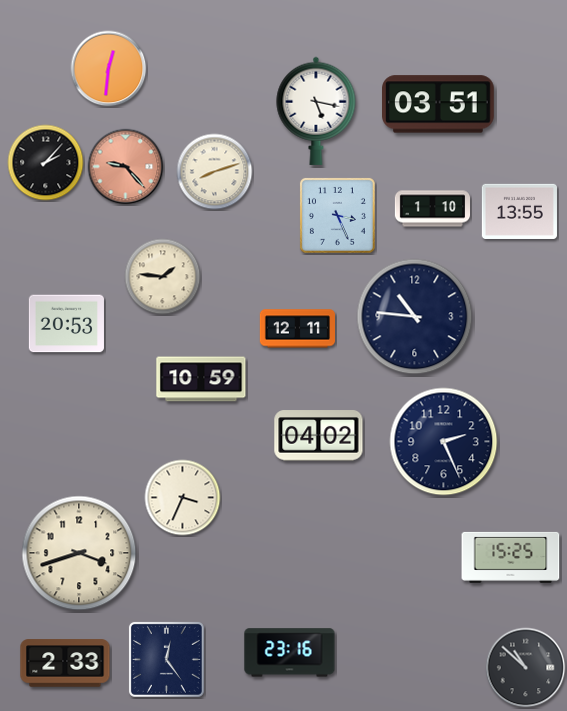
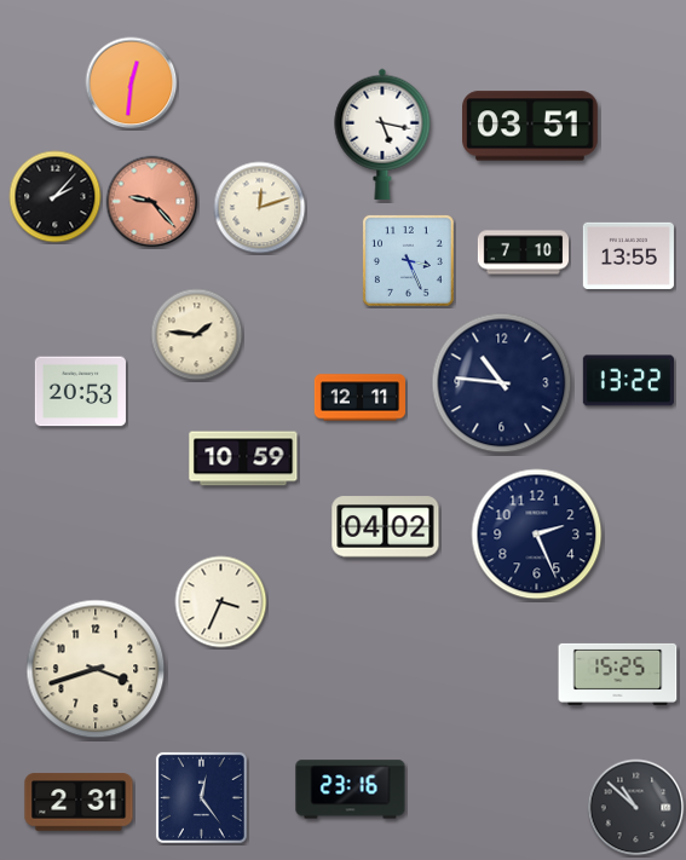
clock at (215, 172): 8:12 -> 12:12
clock at (432, 209): 1:10 -> 7:10
clock at (628, 381): none -> 13:22
clock at (65, 663): 2:33 -> 2:31
